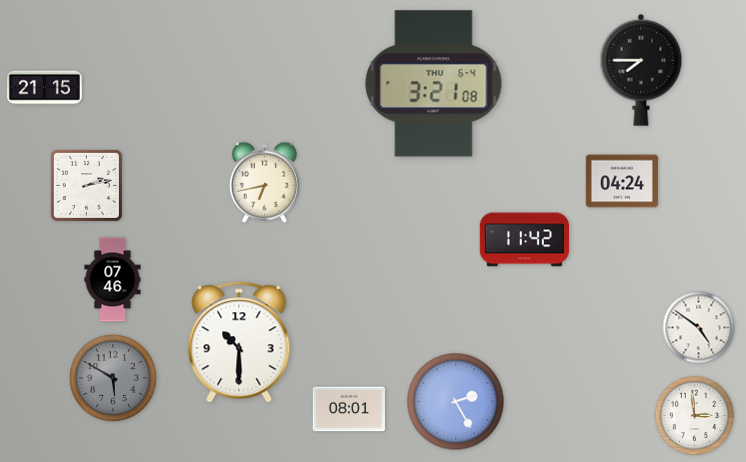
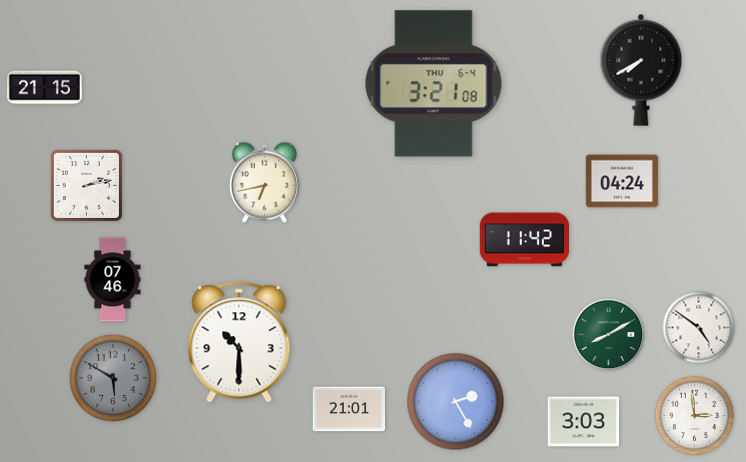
clock at (641, 70): 7:45 -> 7:40
clock at (609, 335): none -> 8:10
clock at (349, 409): 08:01 -> 21:01
clock at (584, 422): none -> 3:03
